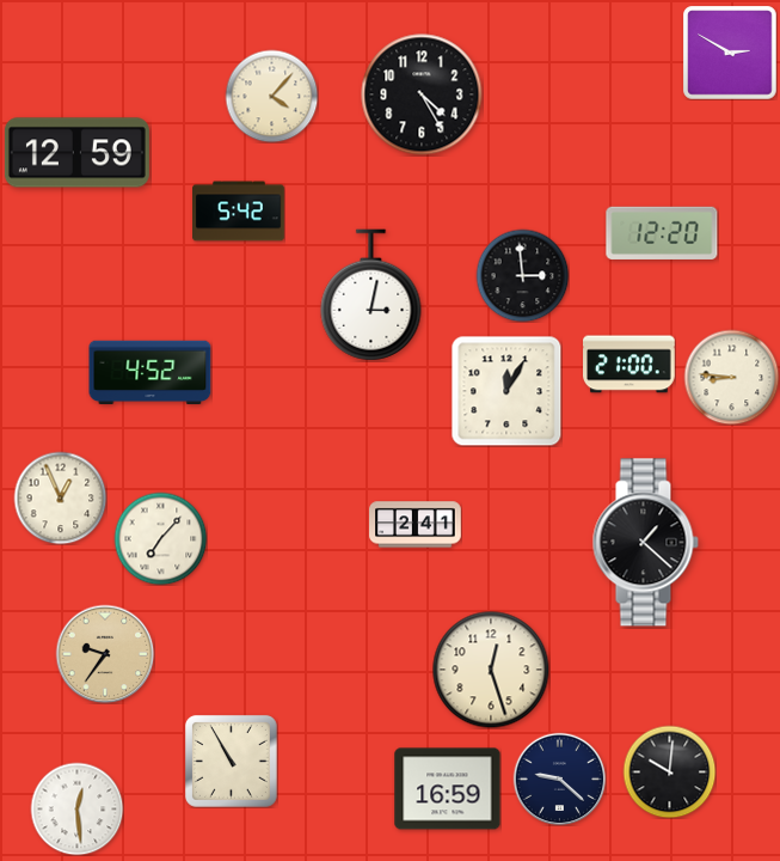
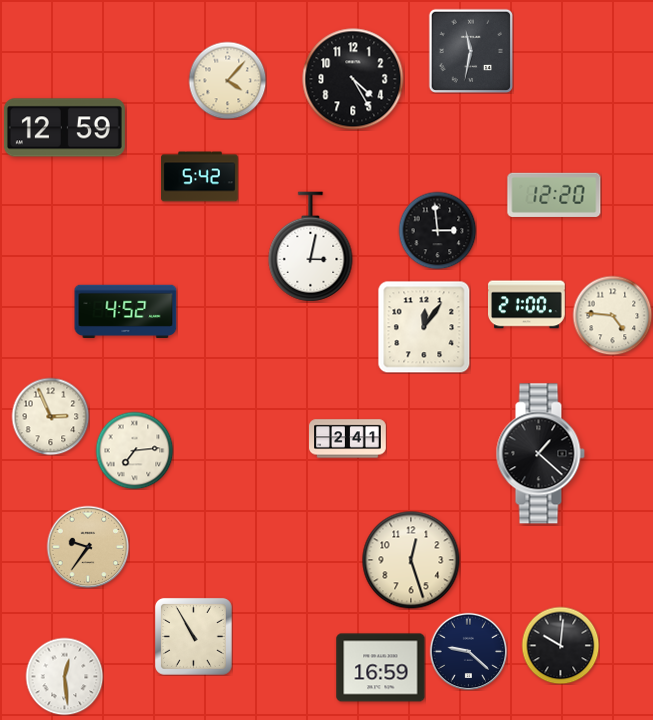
clock at (730, 53): 2:50 -> none
clock at (470, 50): none -> 11:32
clock at (731, 377): 8:46 -> 4:46
clock at (506, 391): 12:05 -> 12:06
clock at (60, 497): 12:56 -> 2:56
clock at (160, 538): 7:07 -> 7:14
clock at (448, 789) position: (448, 789) -> (381, 668)
